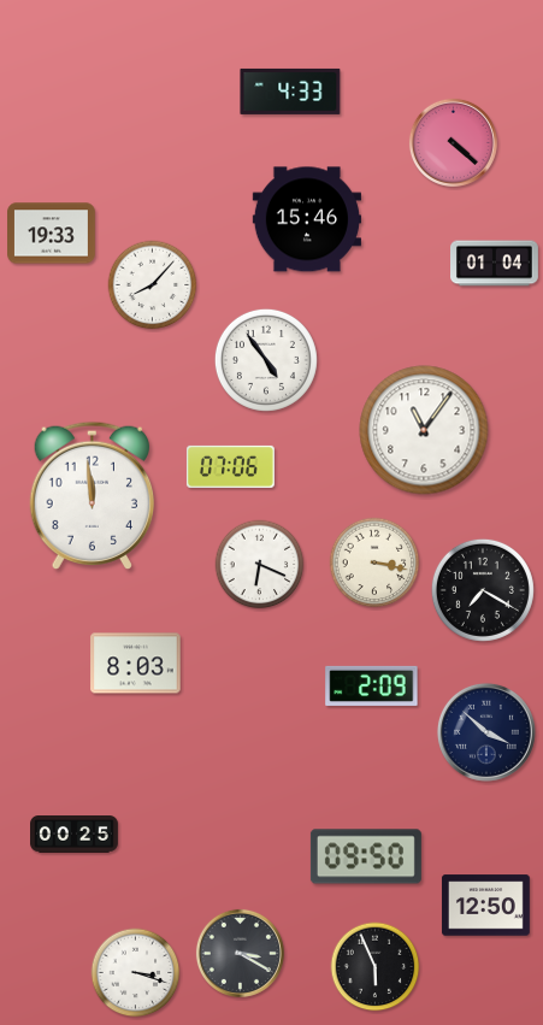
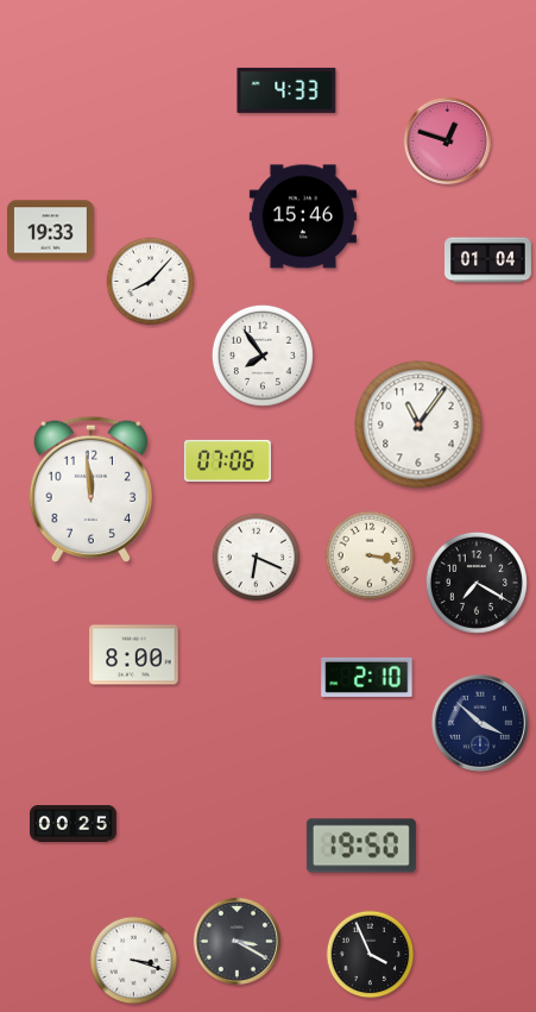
clock at (453, 142): 4:22 -> 12:48
clock at (266, 360): 4:54 -> 7:54
clock at (136, 664): 8:03 -> 8:00
clock at (372, 685): 2:09 -> 2:10
clock at (366, 856): 09:50 -> 19:50
clock at (486, 906): 12:50 -> none
clock at (376, 967): 5:56 -> 3:56
